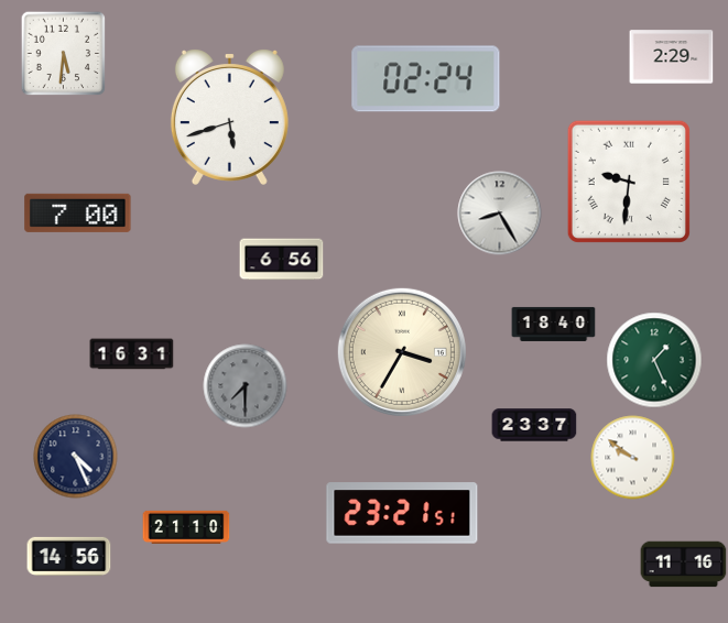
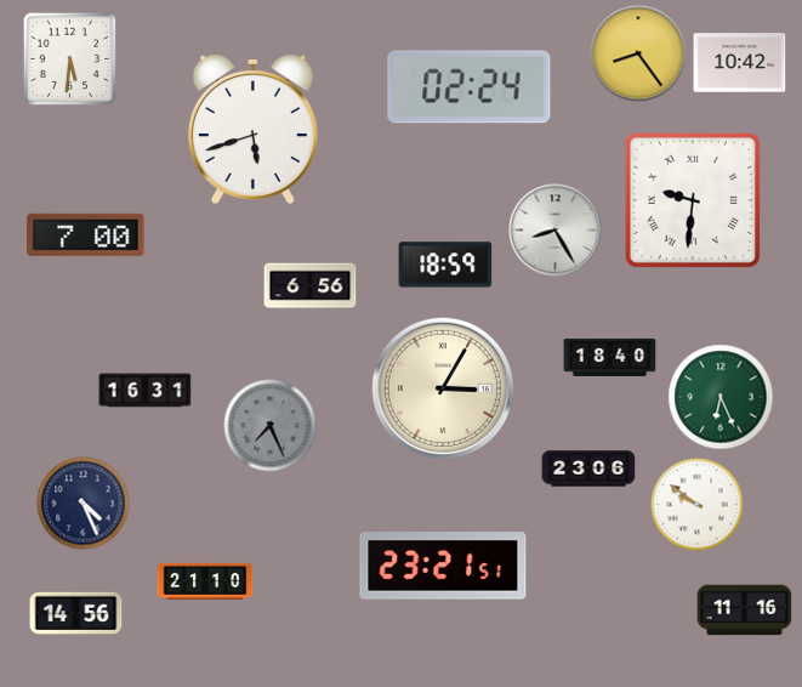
clock at (638, 53): none -> 8:24
clock at (672, 57): 2:29 -> 10:42
clock at (500, 214) position: (500, 214) -> (556, 231)
clock at (445, 265): none -> 18:59
clock at (402, 352): 3:35 -> 3:05
clock at (654, 360): 1:26 -> 6:26
clock at (246, 386): 7:30 -> 7:26
clock at (534, 425): 23:37 -> 23:06
clock at (684, 565) position: (684, 565) -> (745, 611)
